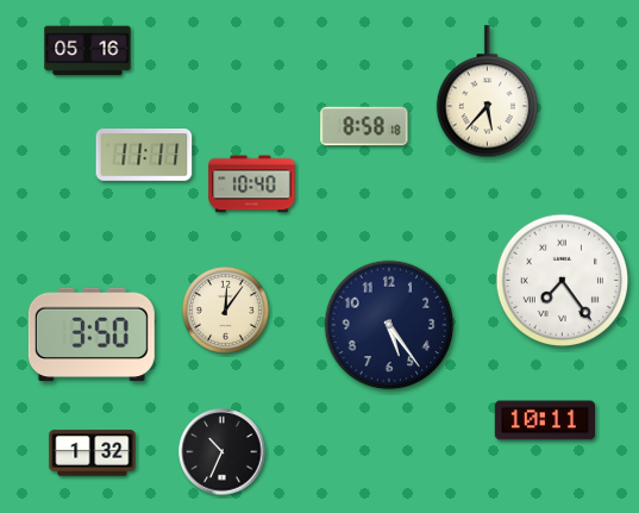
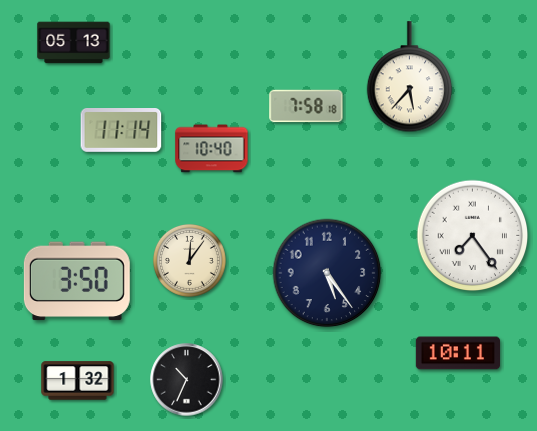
clock at (88, 51): 05:16 -> 05:13
clock at (364, 126): 8:58 -> 7:58
clock at (144, 155): 11:11 -> 11:14
clock at (252, 184) position: (252, 184) -> (212, 149)
